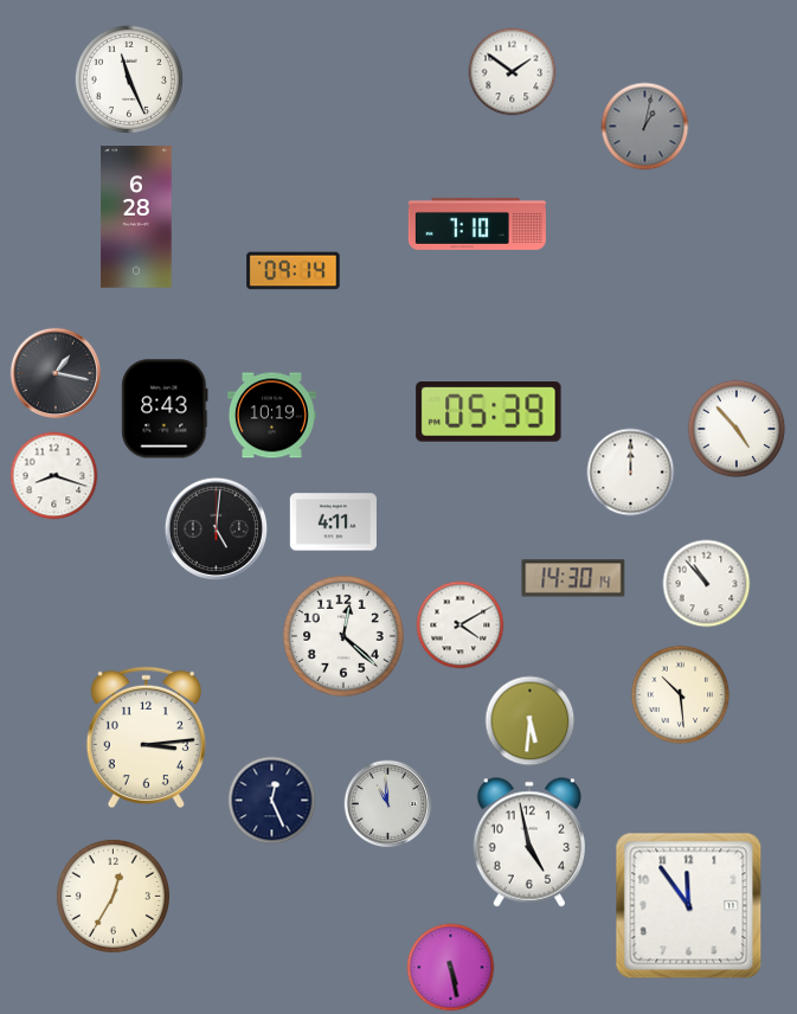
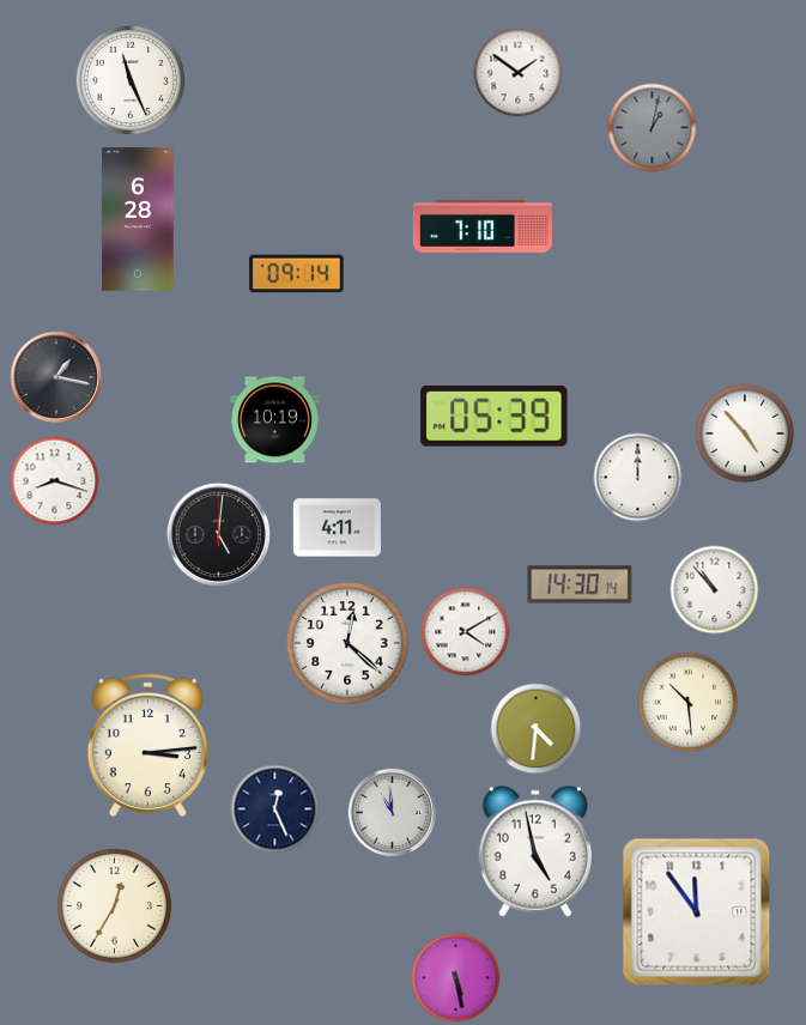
clock at (165, 409): 8:43 -> none
clock at (531, 721): 5:31 -> 4:31
clock at (689, 906) position: (689, 906) -> (697, 912)
